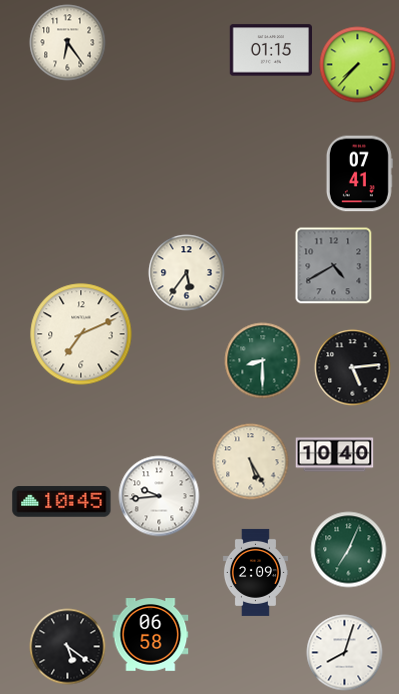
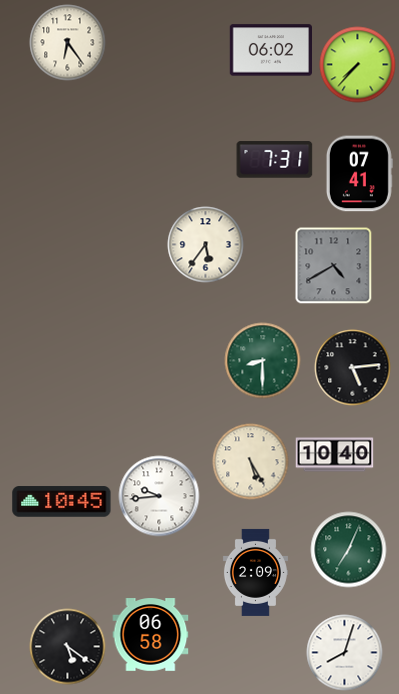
clock at (271, 50): 01:15 -> 06:02
clock at (275, 160): none -> 7:31
clock at (187, 273) position: (187, 273) -> (206, 245)
clock at (81, 334): 7:11 -> none
